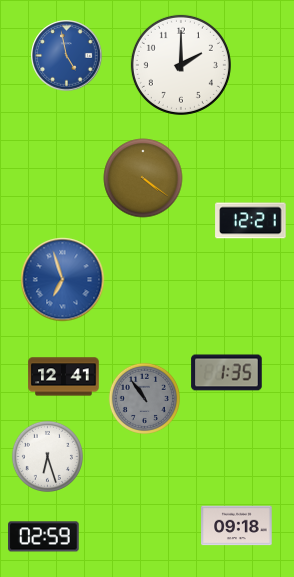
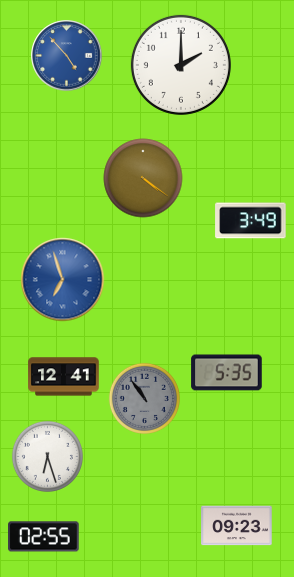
clock at (67, 56): 4:58 -> 4:53
clock at (251, 221): 12:21 -> 3:49
clock at (227, 373): 1:35 -> 5:35
clock at (237, 526): 09:18 -> 09:23
clock at (44, 537): 02:59 -> 02:55
